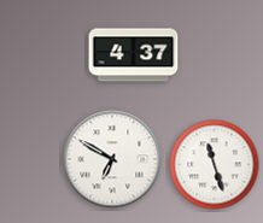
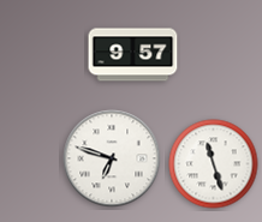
clock at (134, 55): 4:37 -> 9:57
clock at (112, 159): 6:50 -> 6:48
